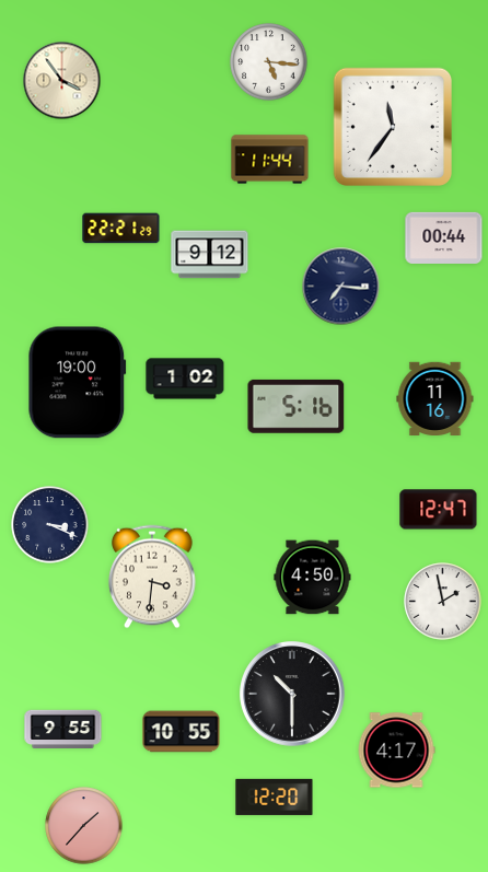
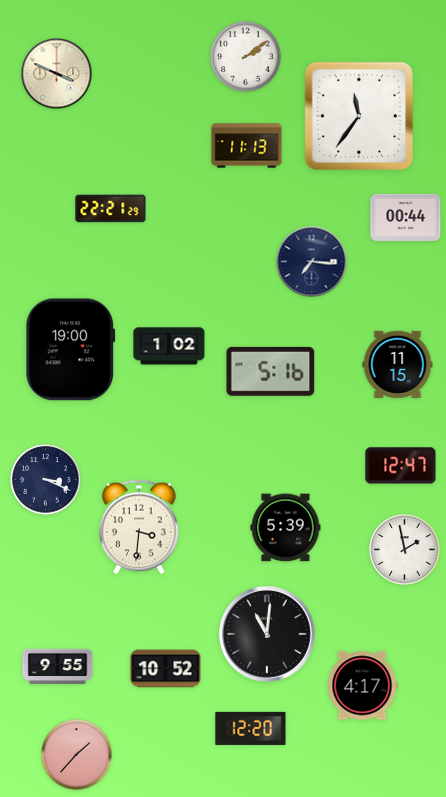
clock at (269, 62): 5:16 -> 2:09
clock at (62, 81): 3:54 -> 3:49
clock at (270, 160): 11:44 -> 11:13
clock at (210, 255): 9:12 -> none
clock at (435, 398): 11:16 -> 11:15
clock at (313, 578): 4:50 -> 5:39
clock at (292, 694): 10:30 -> 11:01
clock at (182, 732): 10:55 -> 10:52
